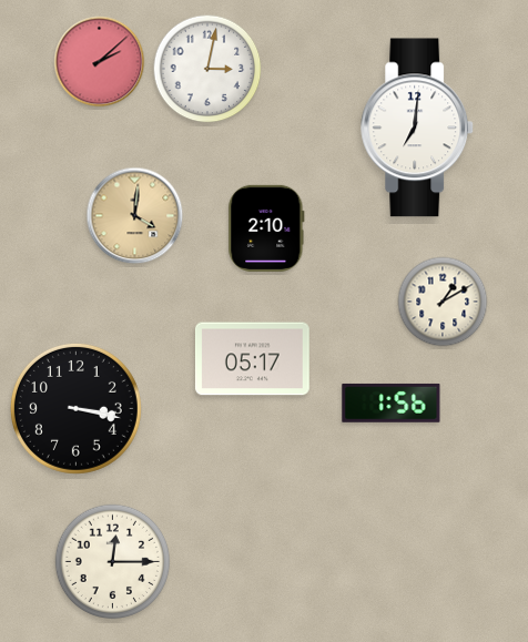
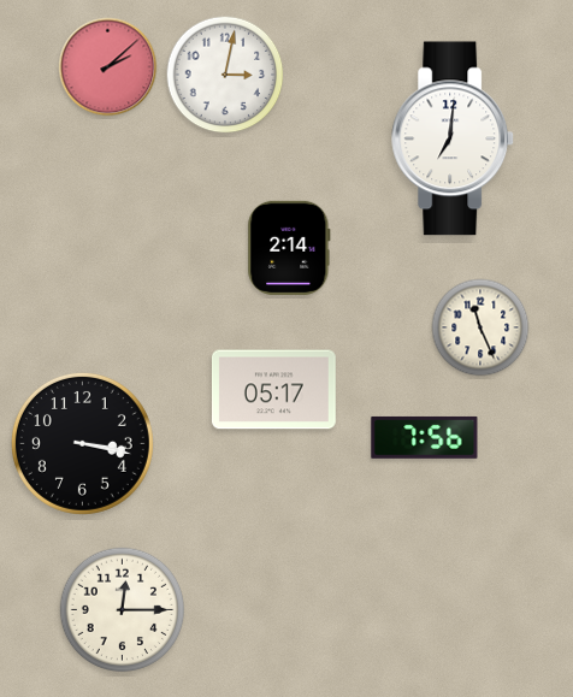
clock at (135, 216): 4:01 -> none
clock at (266, 228): 2:10 -> 2:14
clock at (443, 302): 1:10 -> 11:26
clock at (392, 402): 1:56 -> 7:56
